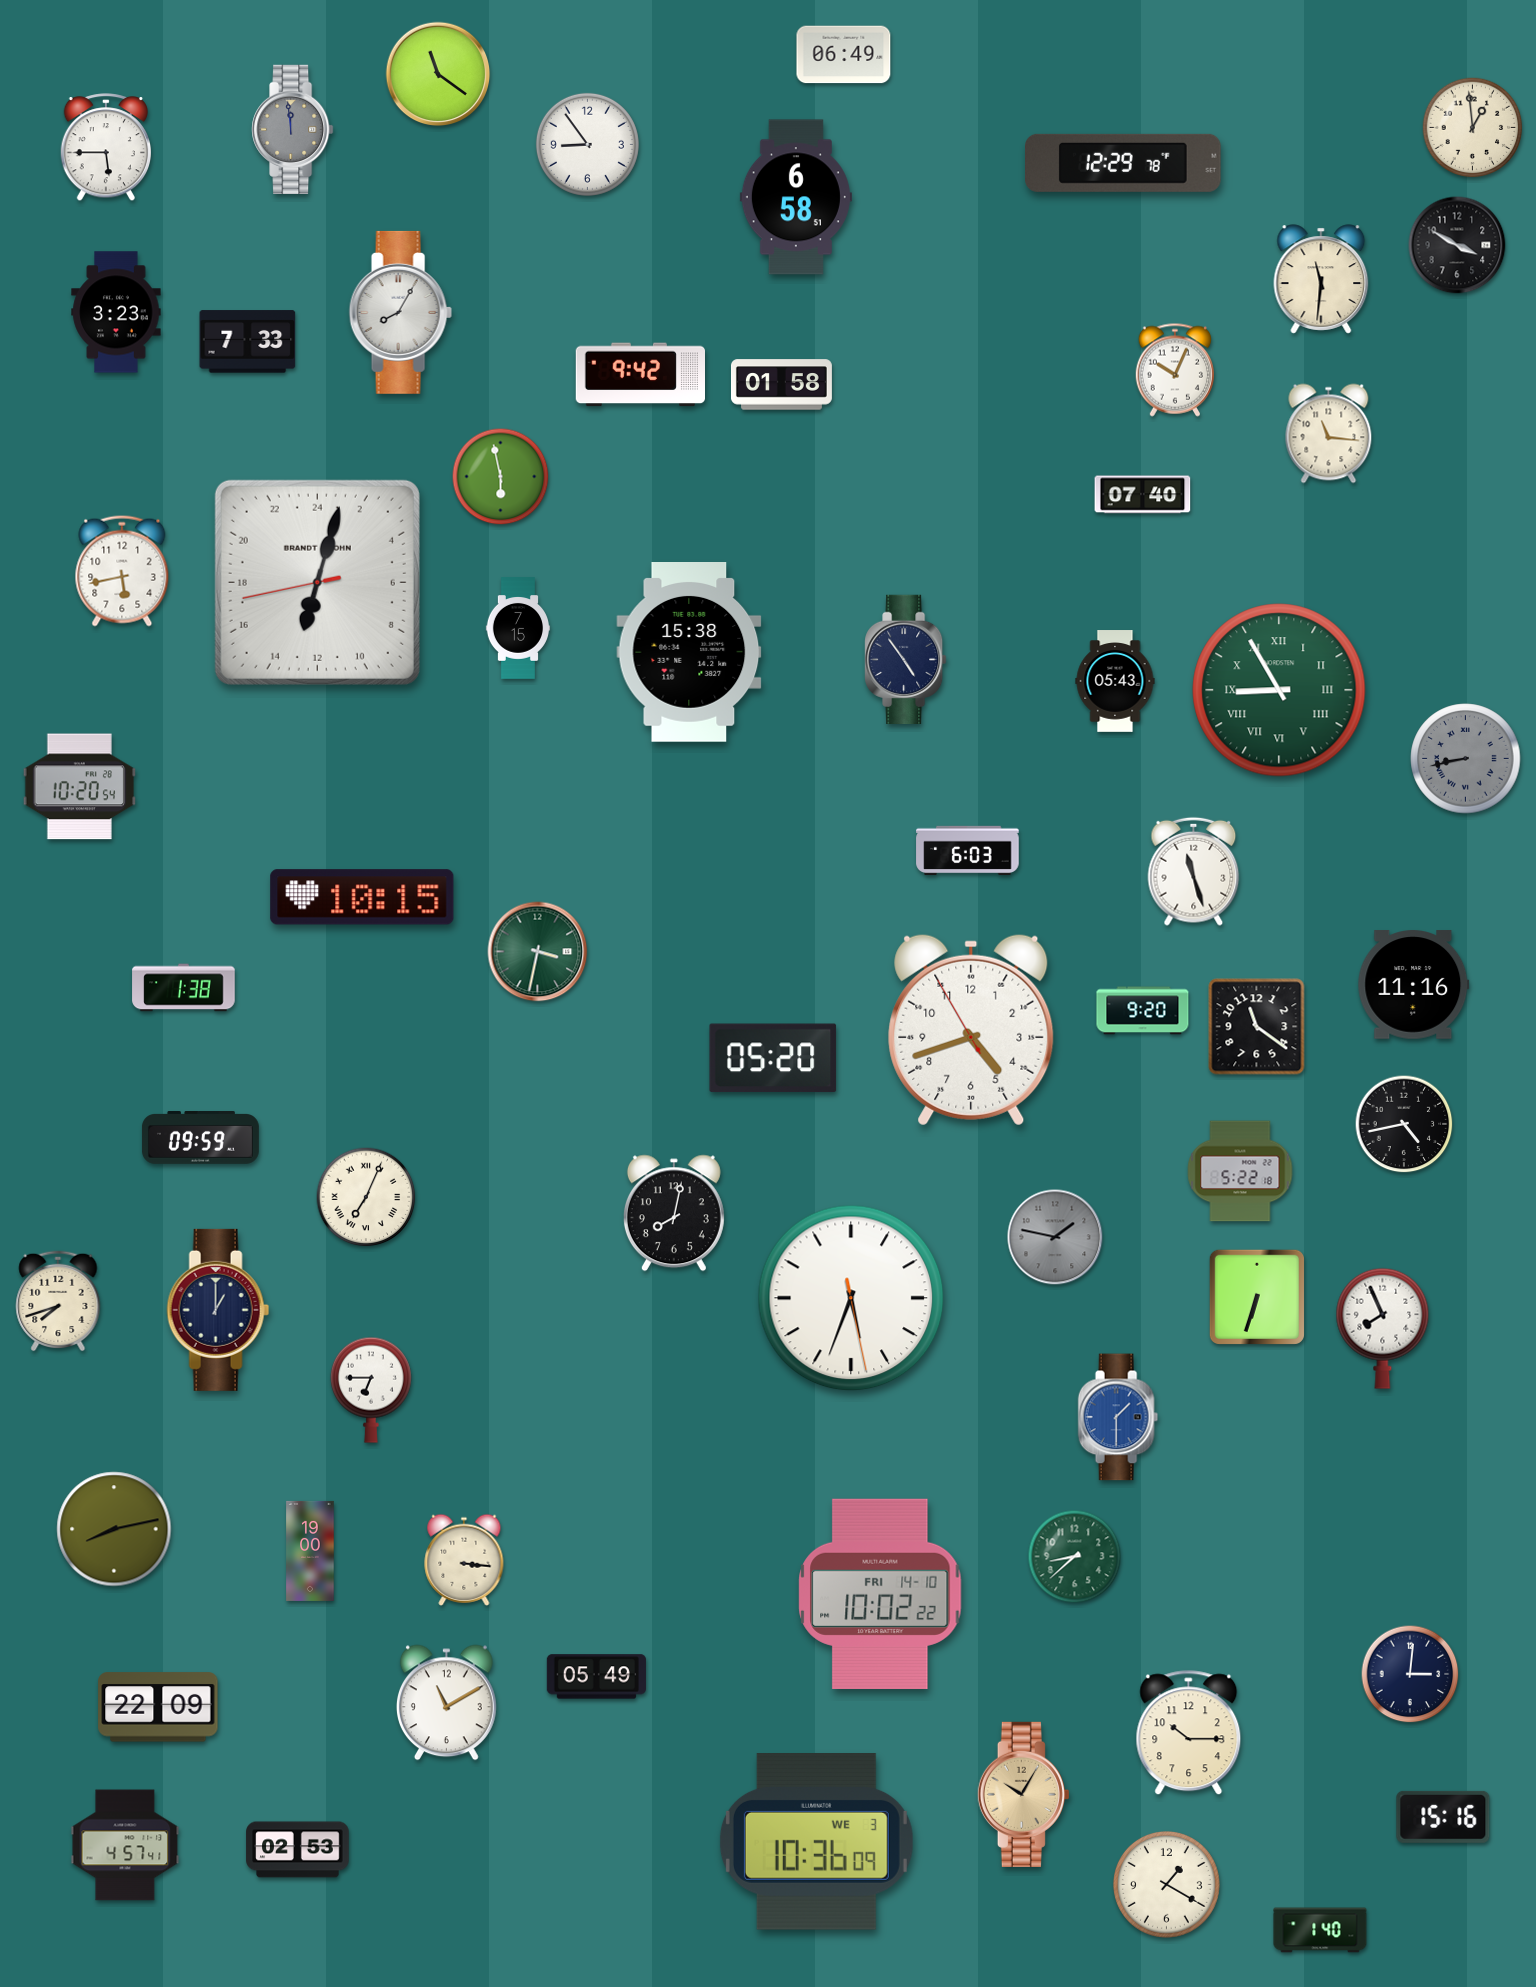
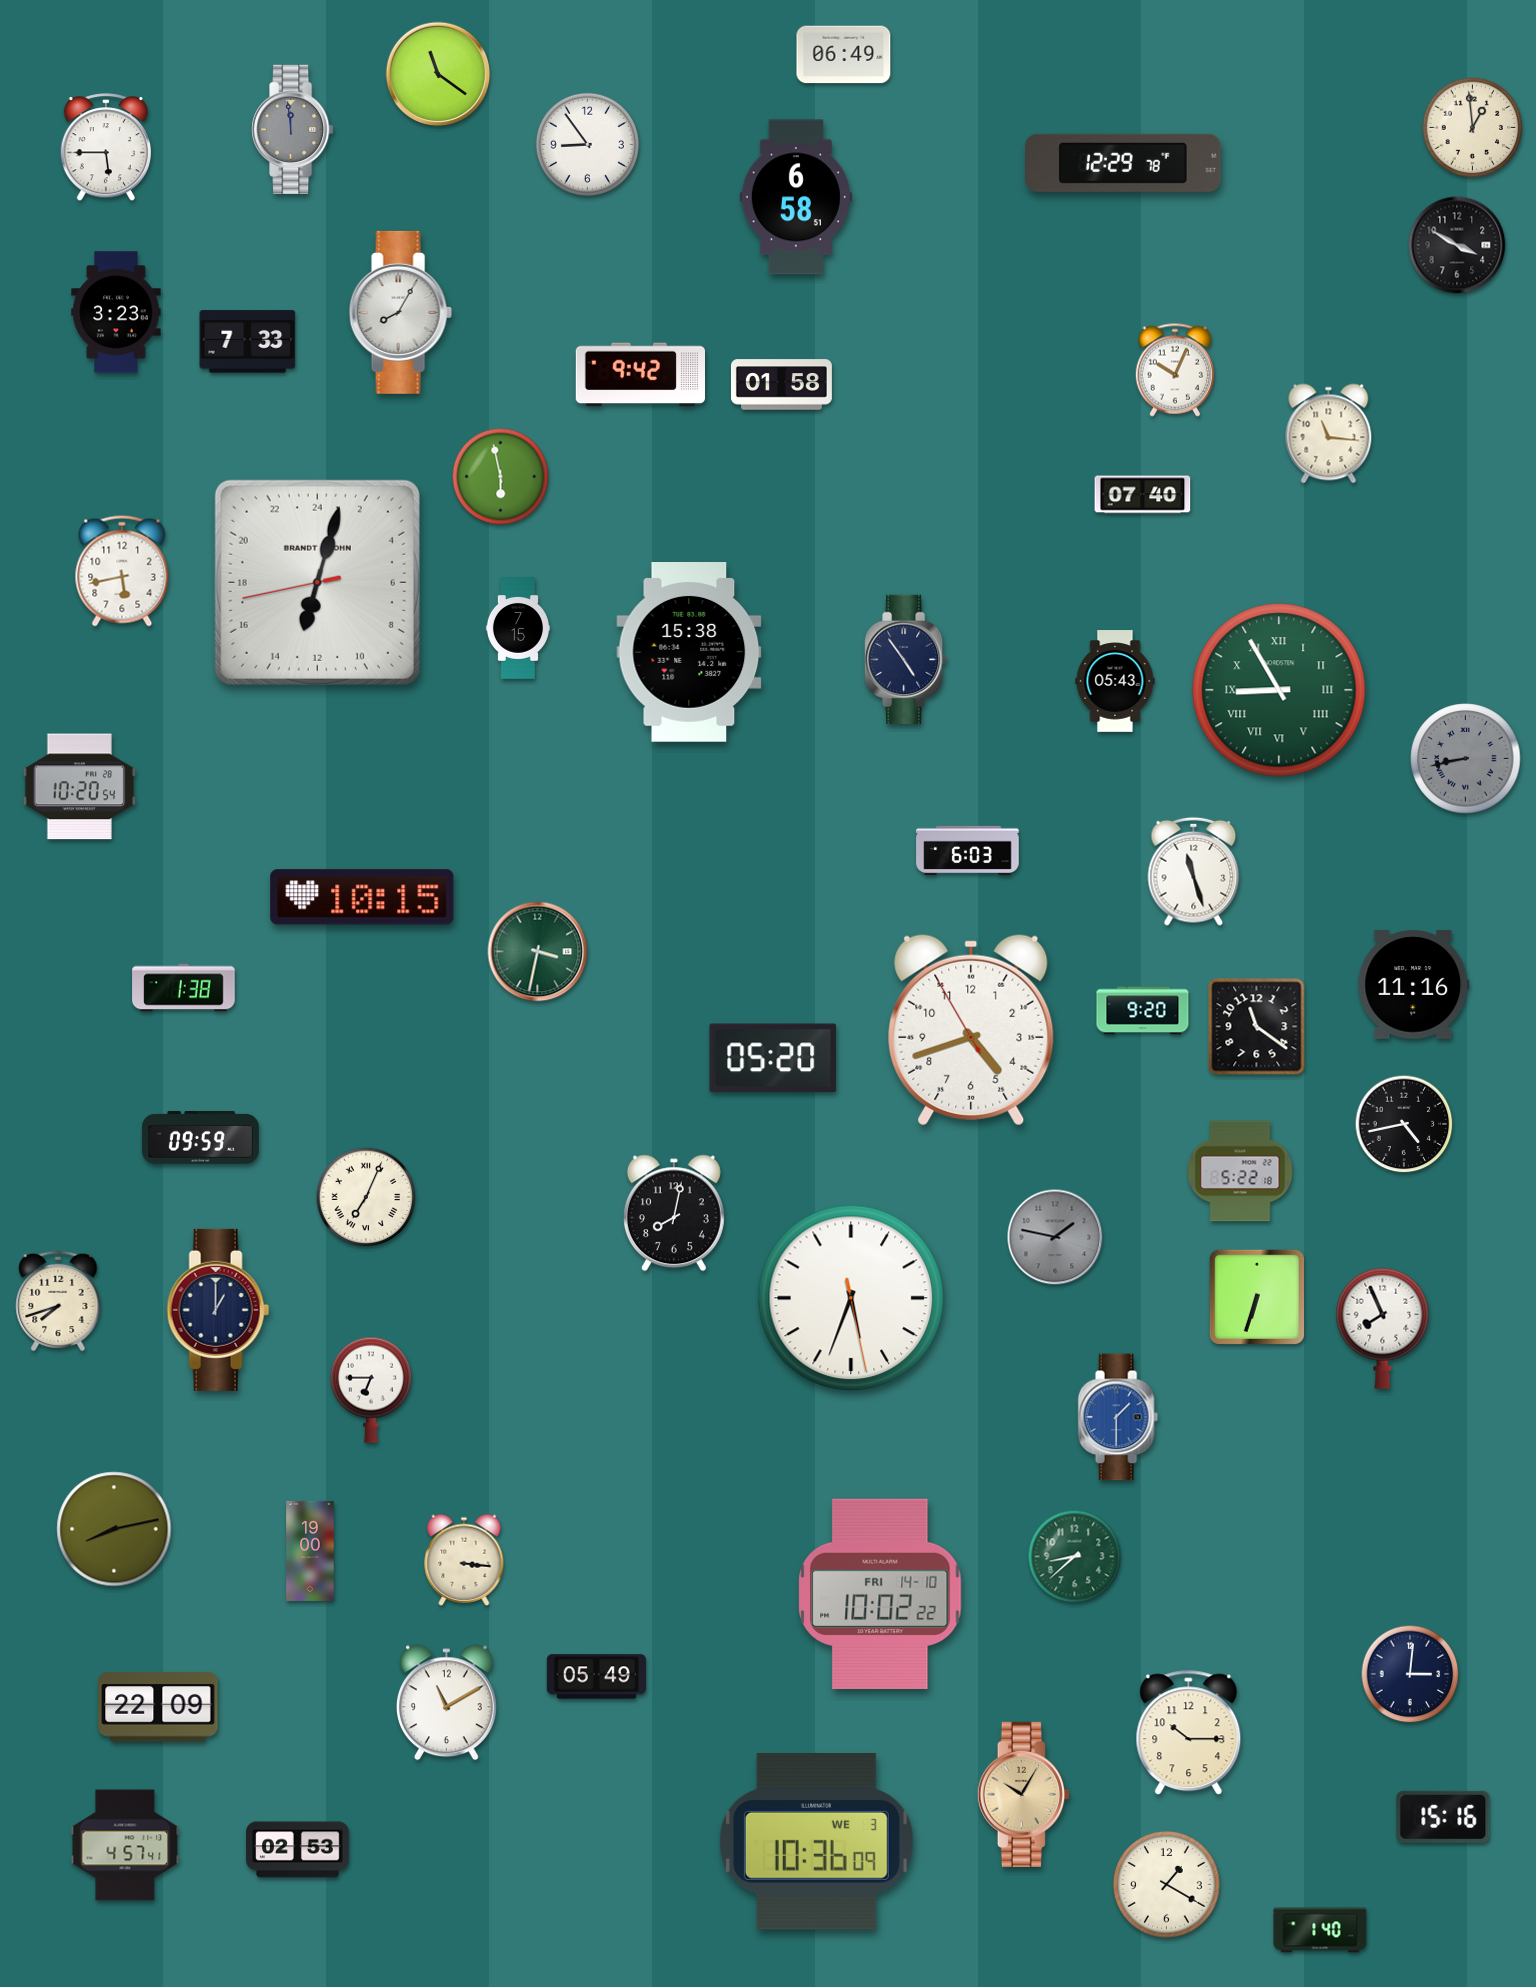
clock at (1321, 279): 11:31 -> none
